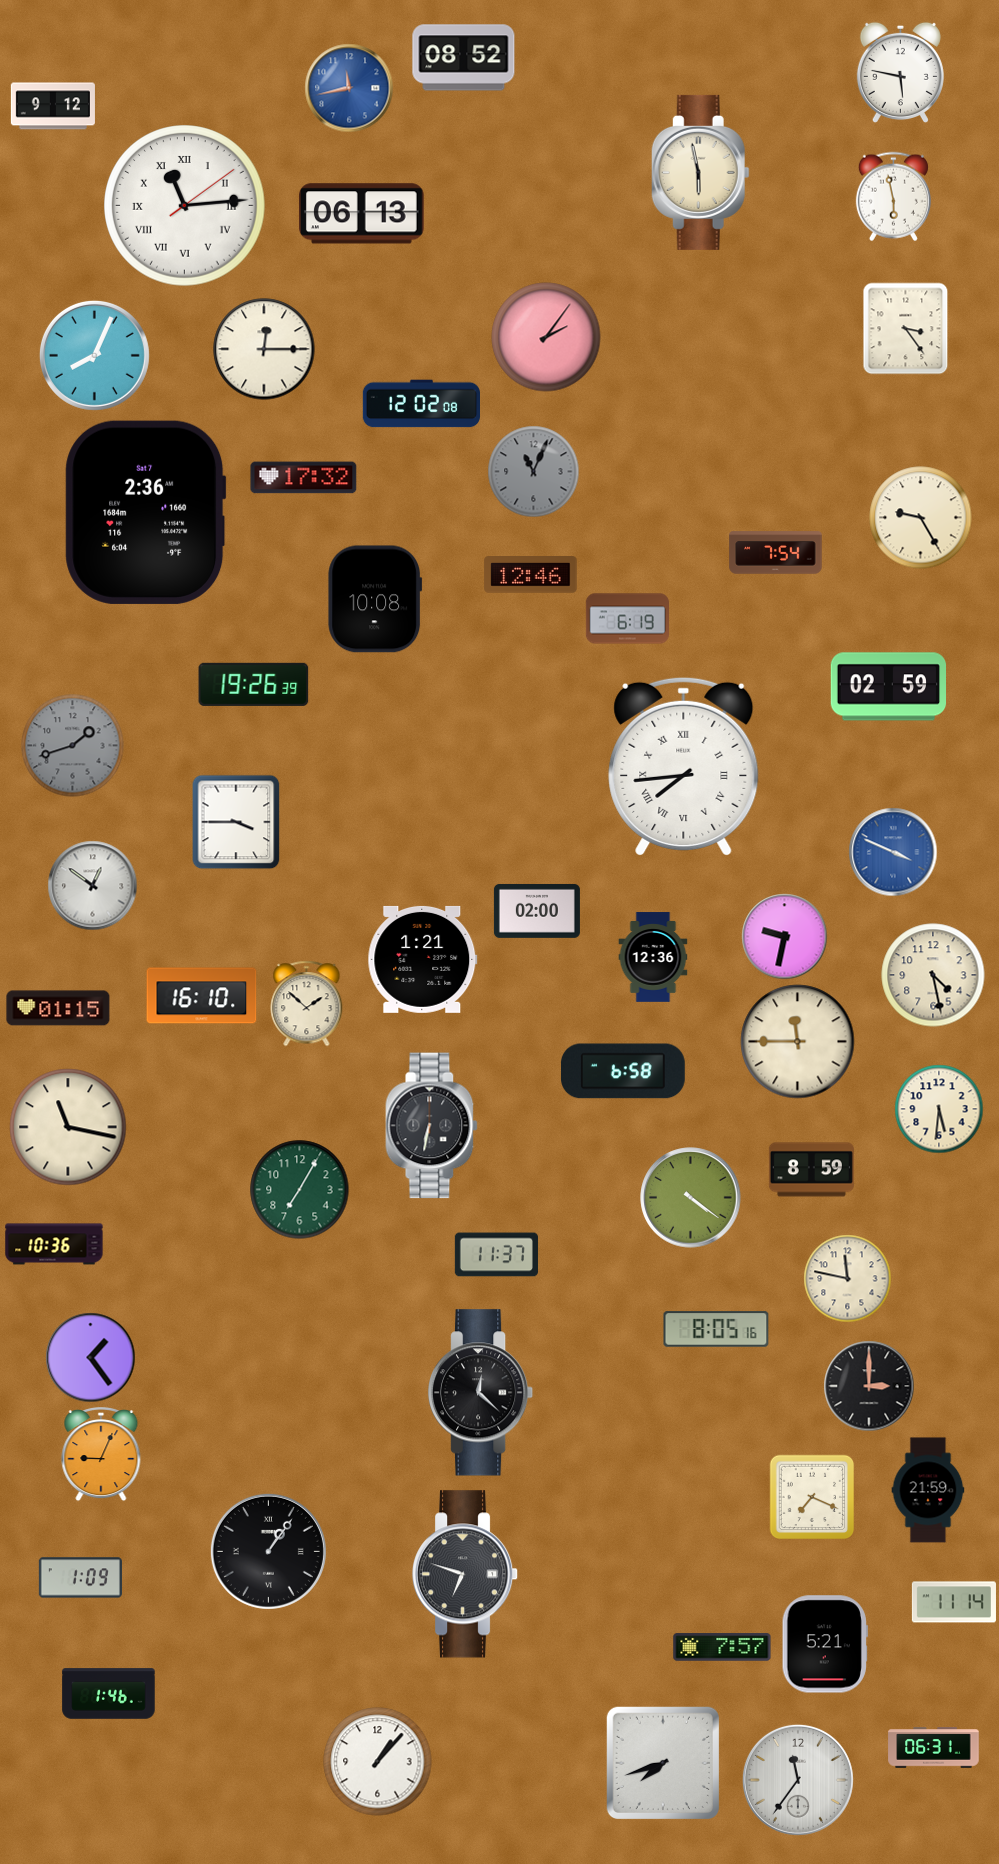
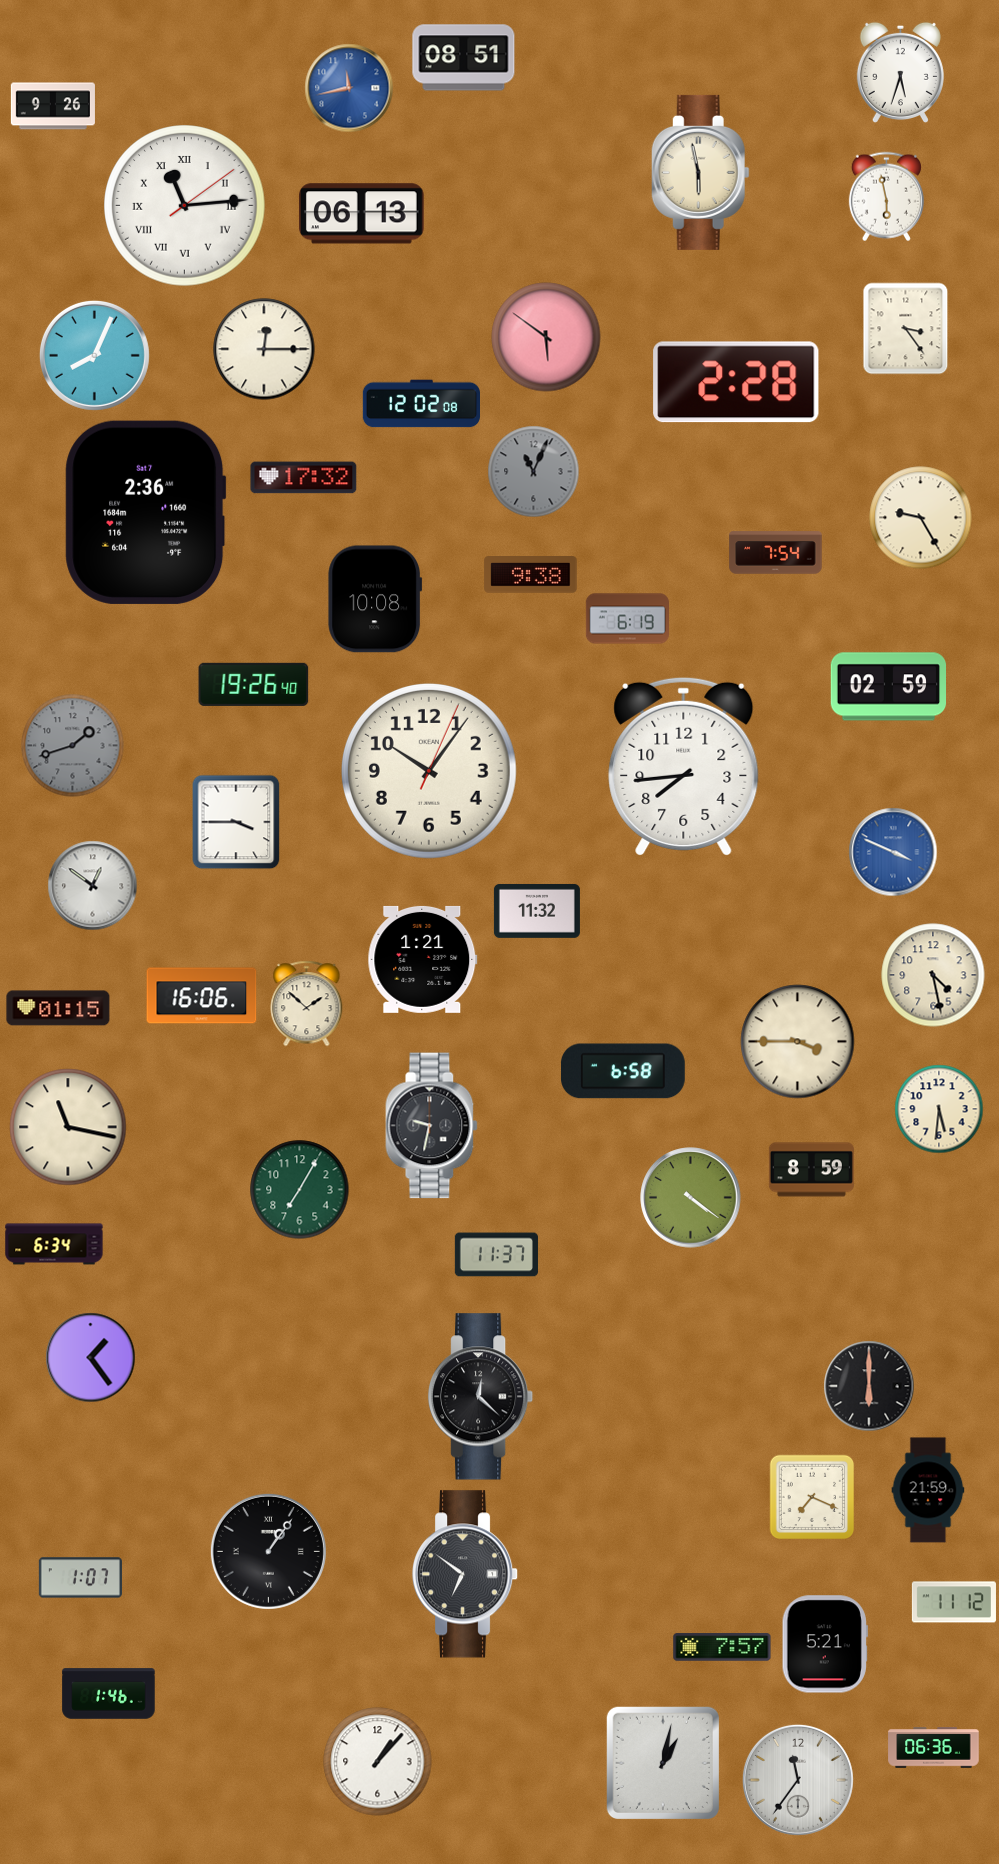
clock at (464, 58): 08:52 -> 08:51
clock at (900, 72): 5:47 -> 5:33
clock at (53, 106): 9:12 -> 9:26
clock at (893, 197) position: (893, 197) -> (886, 197)
clock at (546, 337): 2:06 -> 5:51
clock at (736, 382): none -> 2:28
clock at (531, 575): 12:46 -> 9:38
clock at (254, 684): 19:26:39 -> 19:26:40
clock at (684, 766) numerals: Roman -> Arabic
clock at (429, 771): none -> 10:06
clock at (537, 911): 02:00 -> 11:32
clock at (785, 937): 9:32 -> none
clock at (653, 957): 12:36 -> none
clock at (202, 996): 16:10 -> 16:06
clock at (798, 1042): 11:45 -> 3:45
clock at (432, 1126): 6:32 -> 9:32
clock at (54, 1244): 10:36 -> 6:34
clock at (848, 1279): 11:47 -> none
clock at (716, 1329): 8:05 -> none
clock at (869, 1386): 3:00 -> 6:00
clock at (481, 1393) position: (481, 1393) -> (481, 1397)
clock at (101, 1455): 9:04 -> none
clock at (465, 1574): 6:48 -> 6:51
clock at (80, 1578): 1:09 -> 1:07
clock at (954, 1602): 11:14 -> 11:12
clock at (934, 1748): 06:31 -> 06:36
clock at (663, 1763): 7:42 -> 1:02
